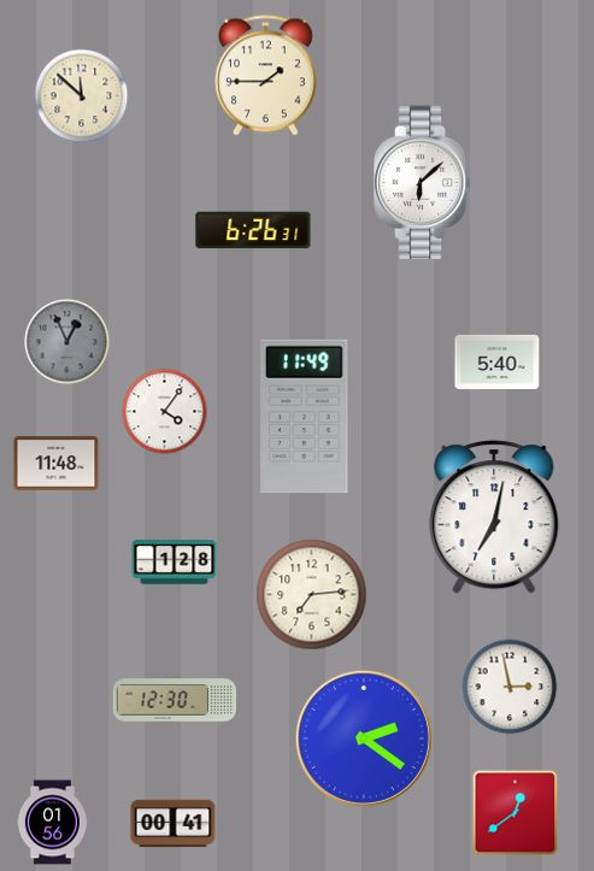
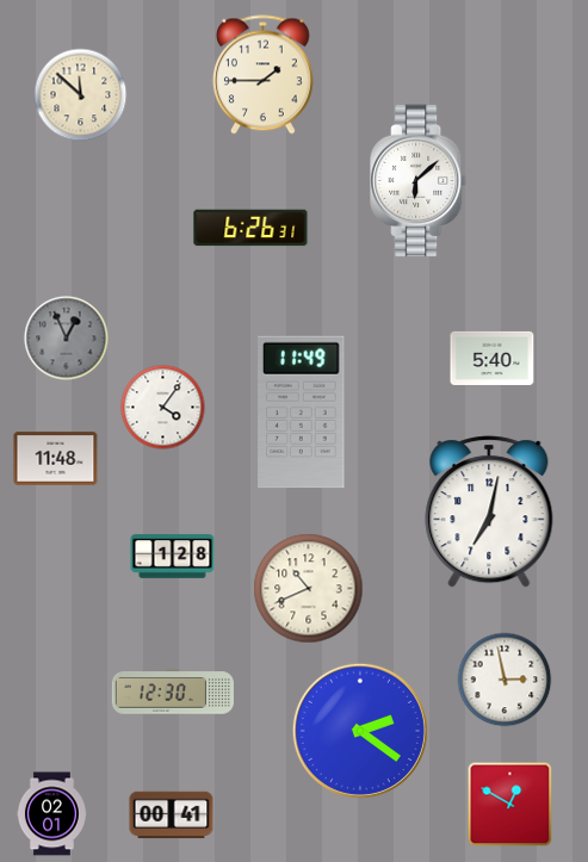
clock at (312, 595): 7:14 -> 10:41
clock at (516, 813): 12:39 -> 12:50
clock at (52, 823): 01:56 -> 02:01
